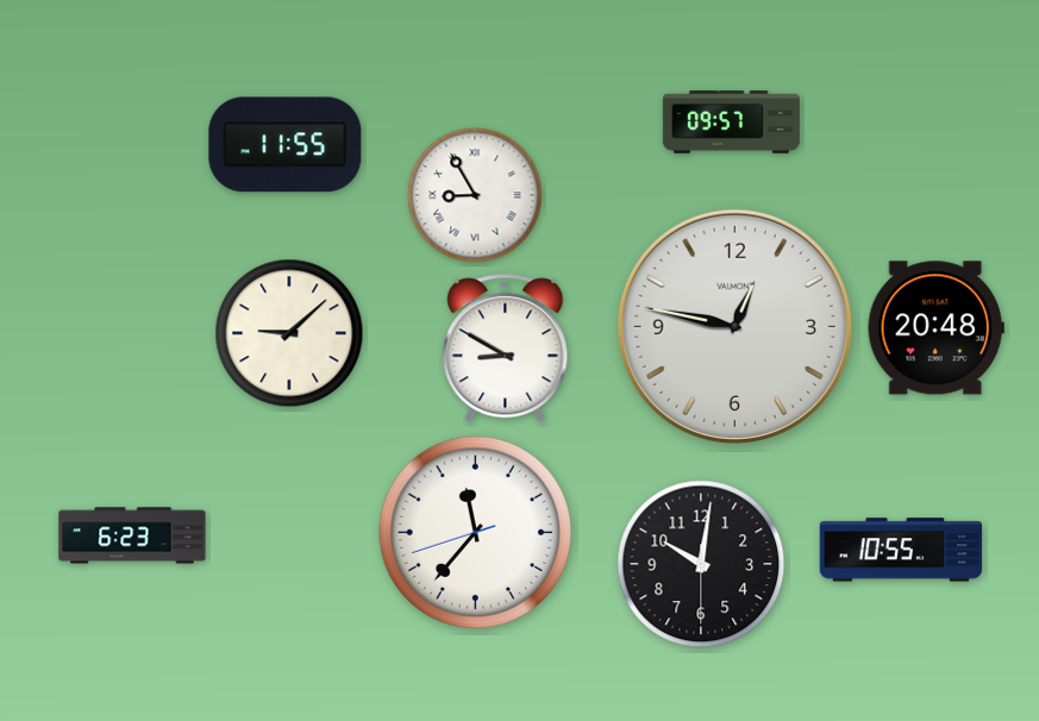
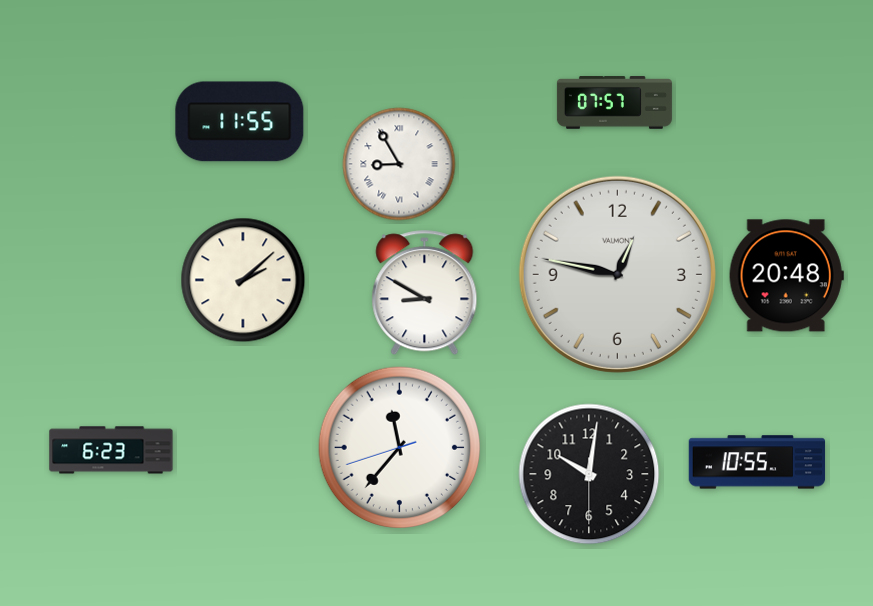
clock at (731, 123): 09:57 -> 07:57
clock at (289, 333): 9:08 -> 2:08
